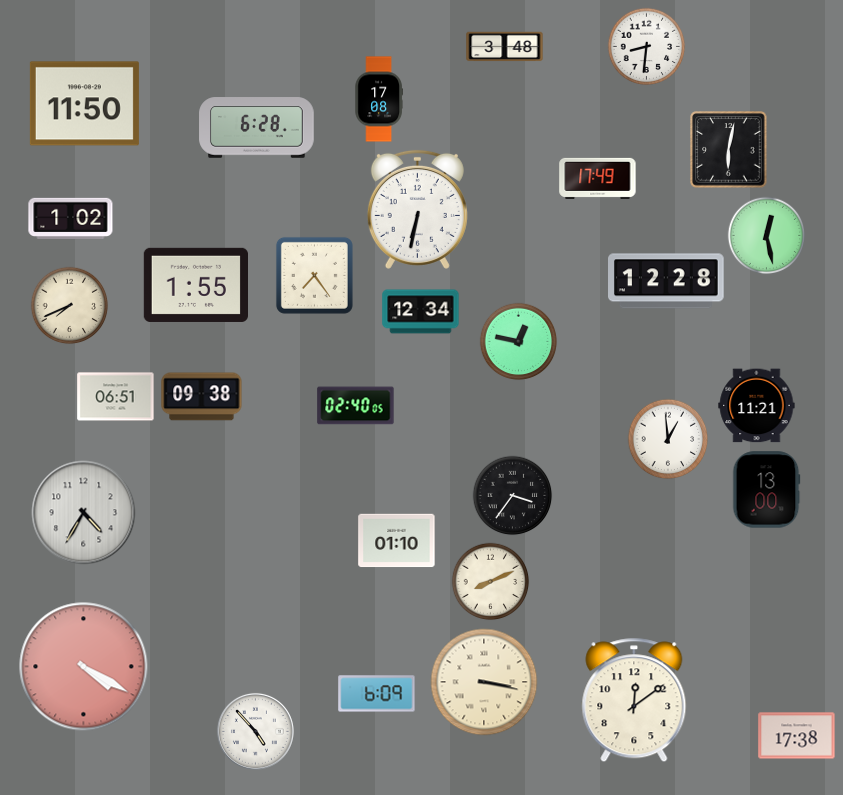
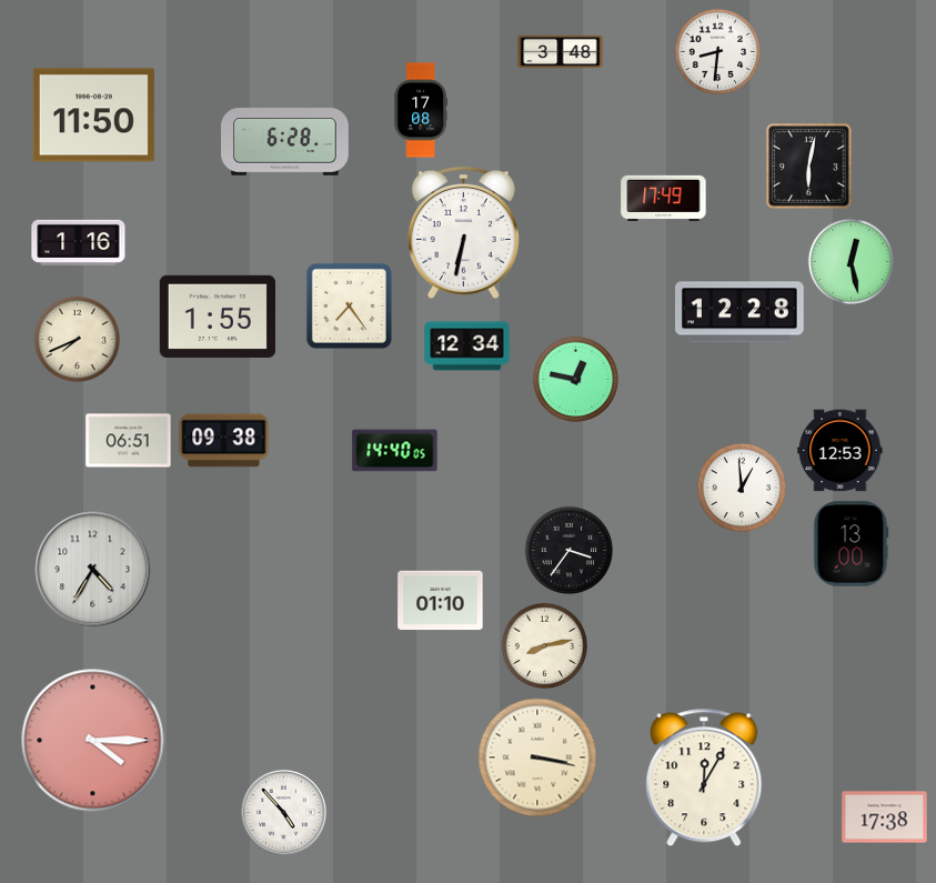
clock at (71, 218): 1:02 -> 1:16
clock at (356, 406): 02:40 -> 14:40
clock at (757, 406): 11:21 -> 12:53
clock at (490, 581): 8:11 -> 8:13
clock at (84, 667): 4:20 -> 4:15
clock at (377, 694): 6:09 -> none
clock at (634, 700): 12:09 -> 12:05
